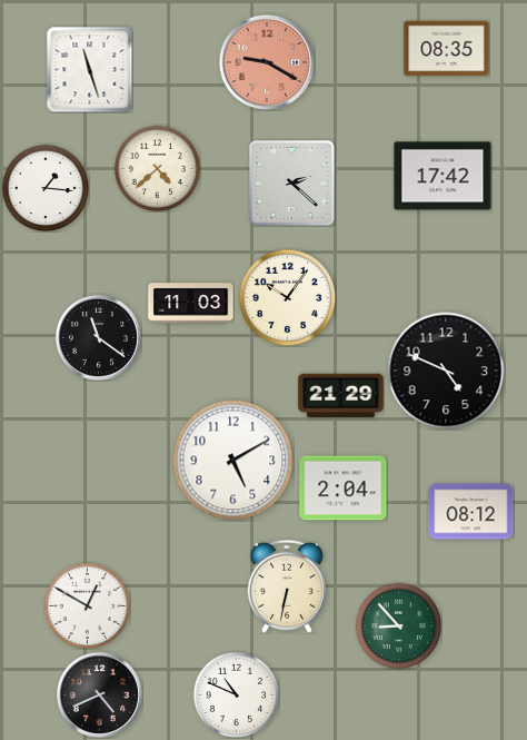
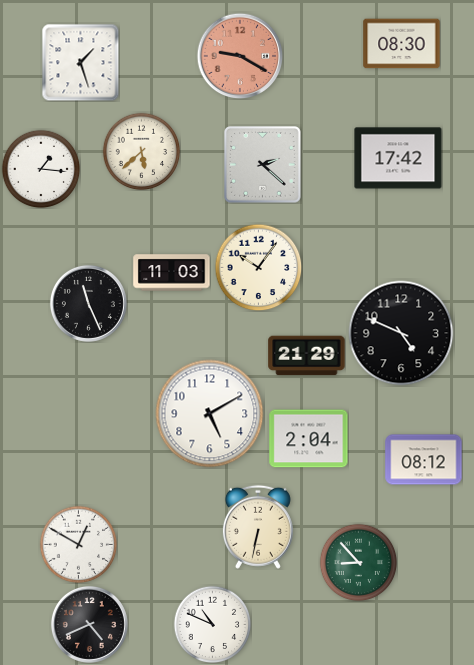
clock at (447, 49): 08:35 -> 08:30
clock at (89, 69): 11:27 -> 1:27
clock at (157, 168): 4:38 -> 5:38
clock at (98, 337): 11:21 -> 11:26
